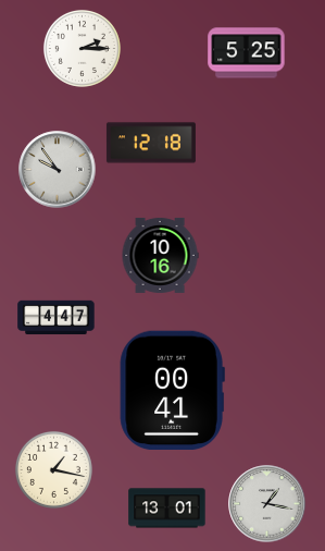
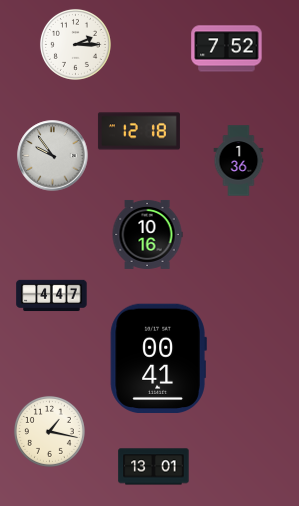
clock at (247, 53): 5:25 -> 7:52
clock at (239, 161): none -> 1:36
clock at (57, 318) position: (57, 318) -> (52, 296)
clock at (267, 504): 1:17 -> none
